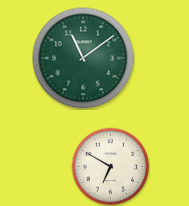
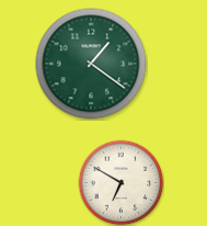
clock at (83, 58): 11:09 -> 1:21
